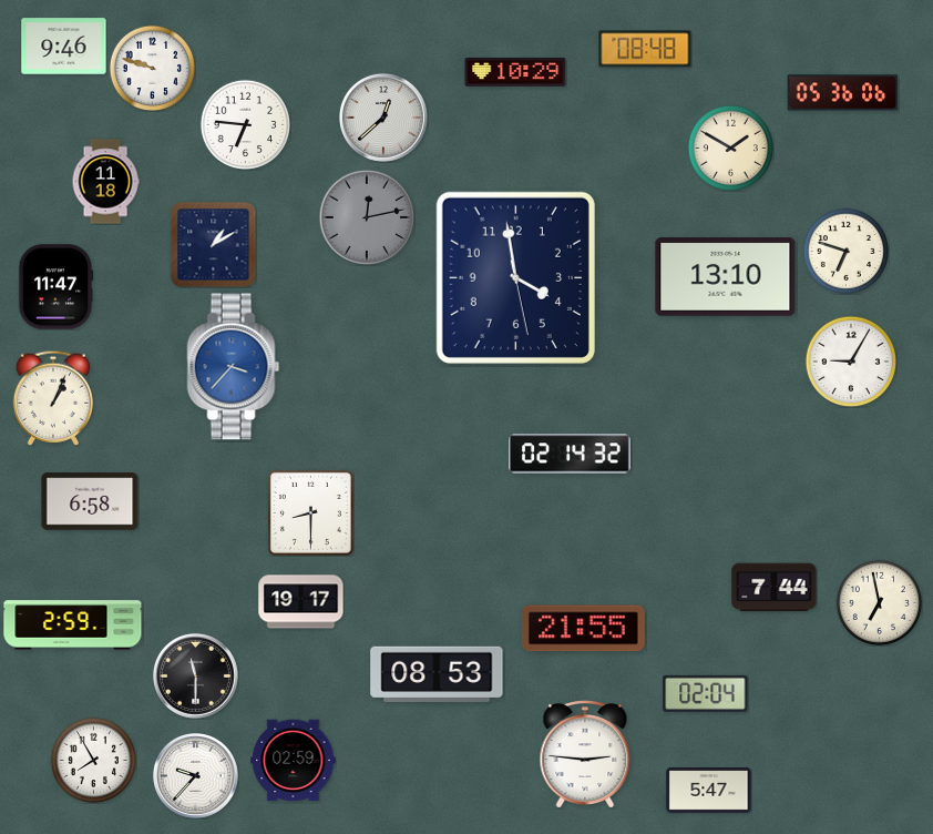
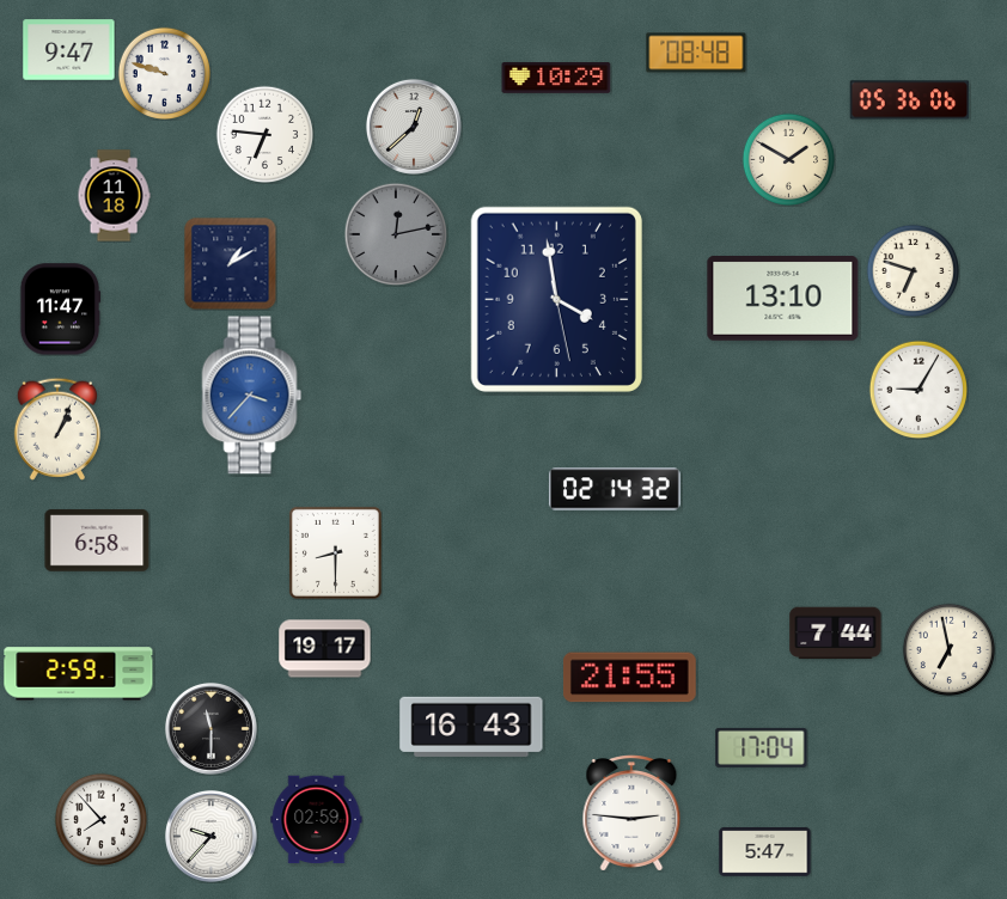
clock at (64, 47): 9:46 -> 9:47
clock at (437, 674): 08:53 -> 16:43
clock at (706, 693): 02:04 -> 17:04
clock at (93, 760): 7:55 -> 7:53
